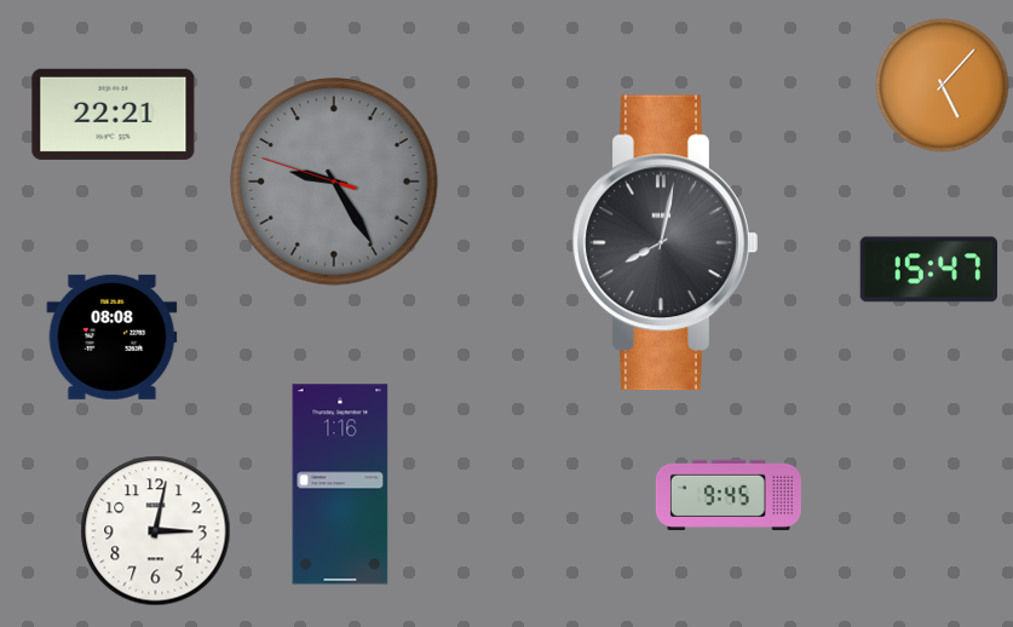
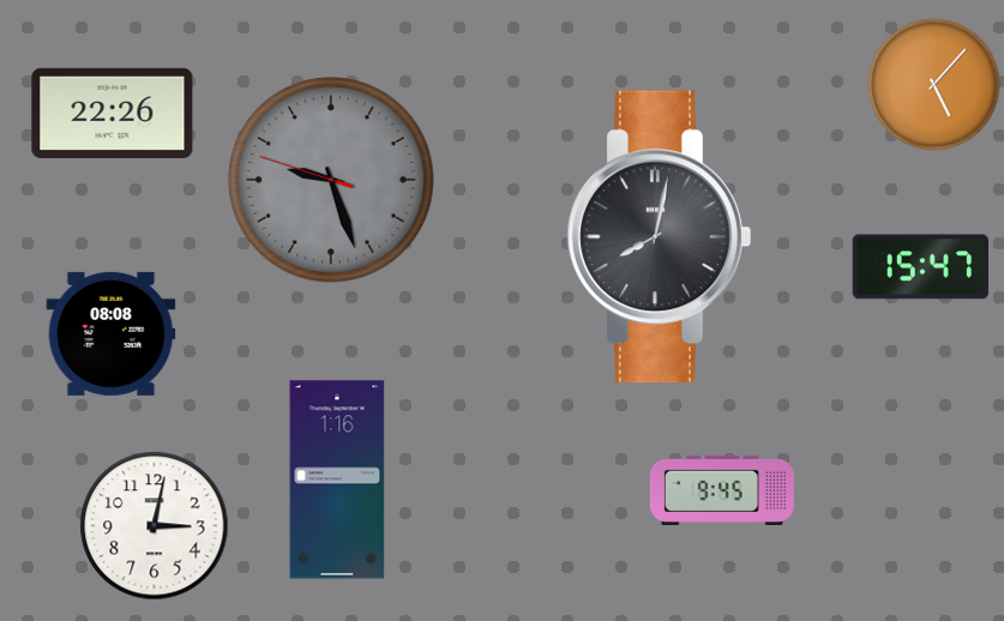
clock at (114, 114): 22:21 -> 22:26
clock at (334, 182): 9:24 -> 9:26
clock at (666, 243) position: (666, 243) -> (660, 237)
